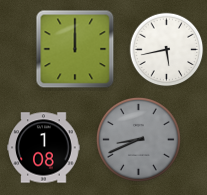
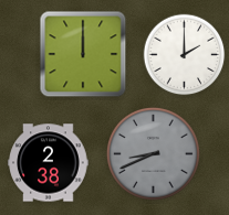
clock at (167, 50): 5:43 -> 2:00
clock at (44, 148): 1:08 -> 2:38
